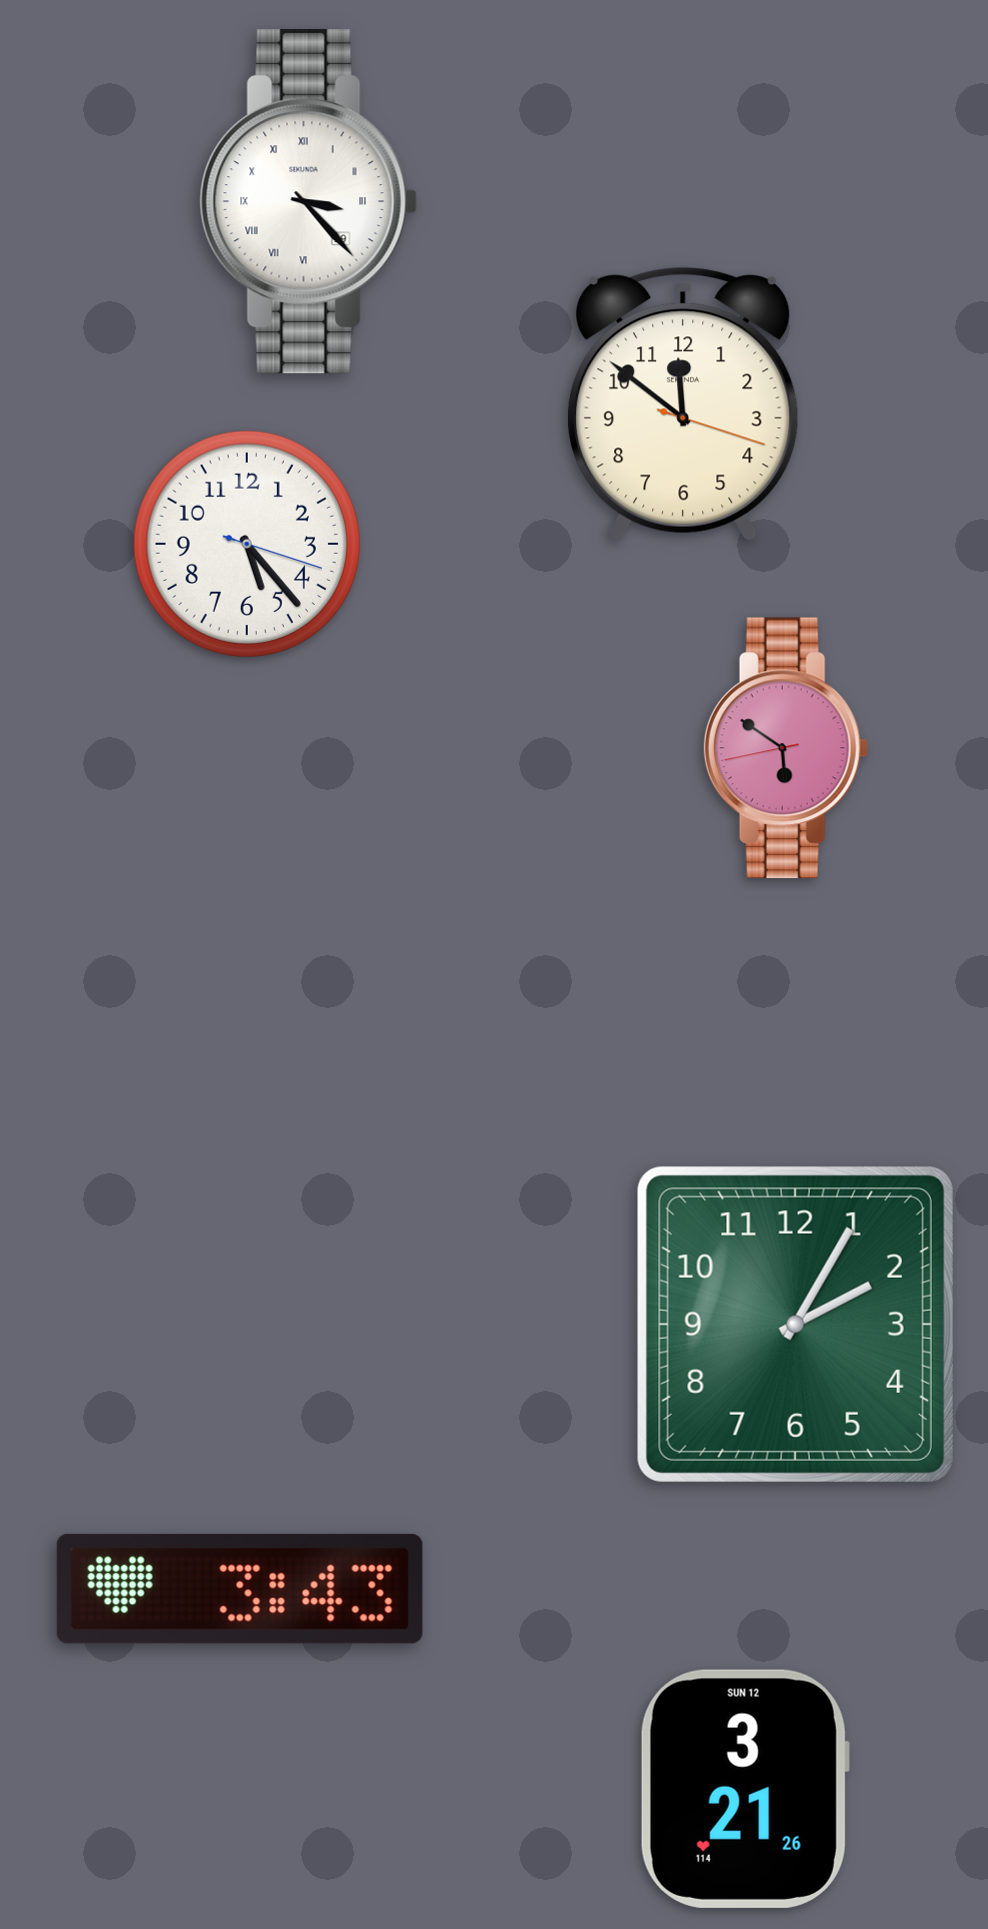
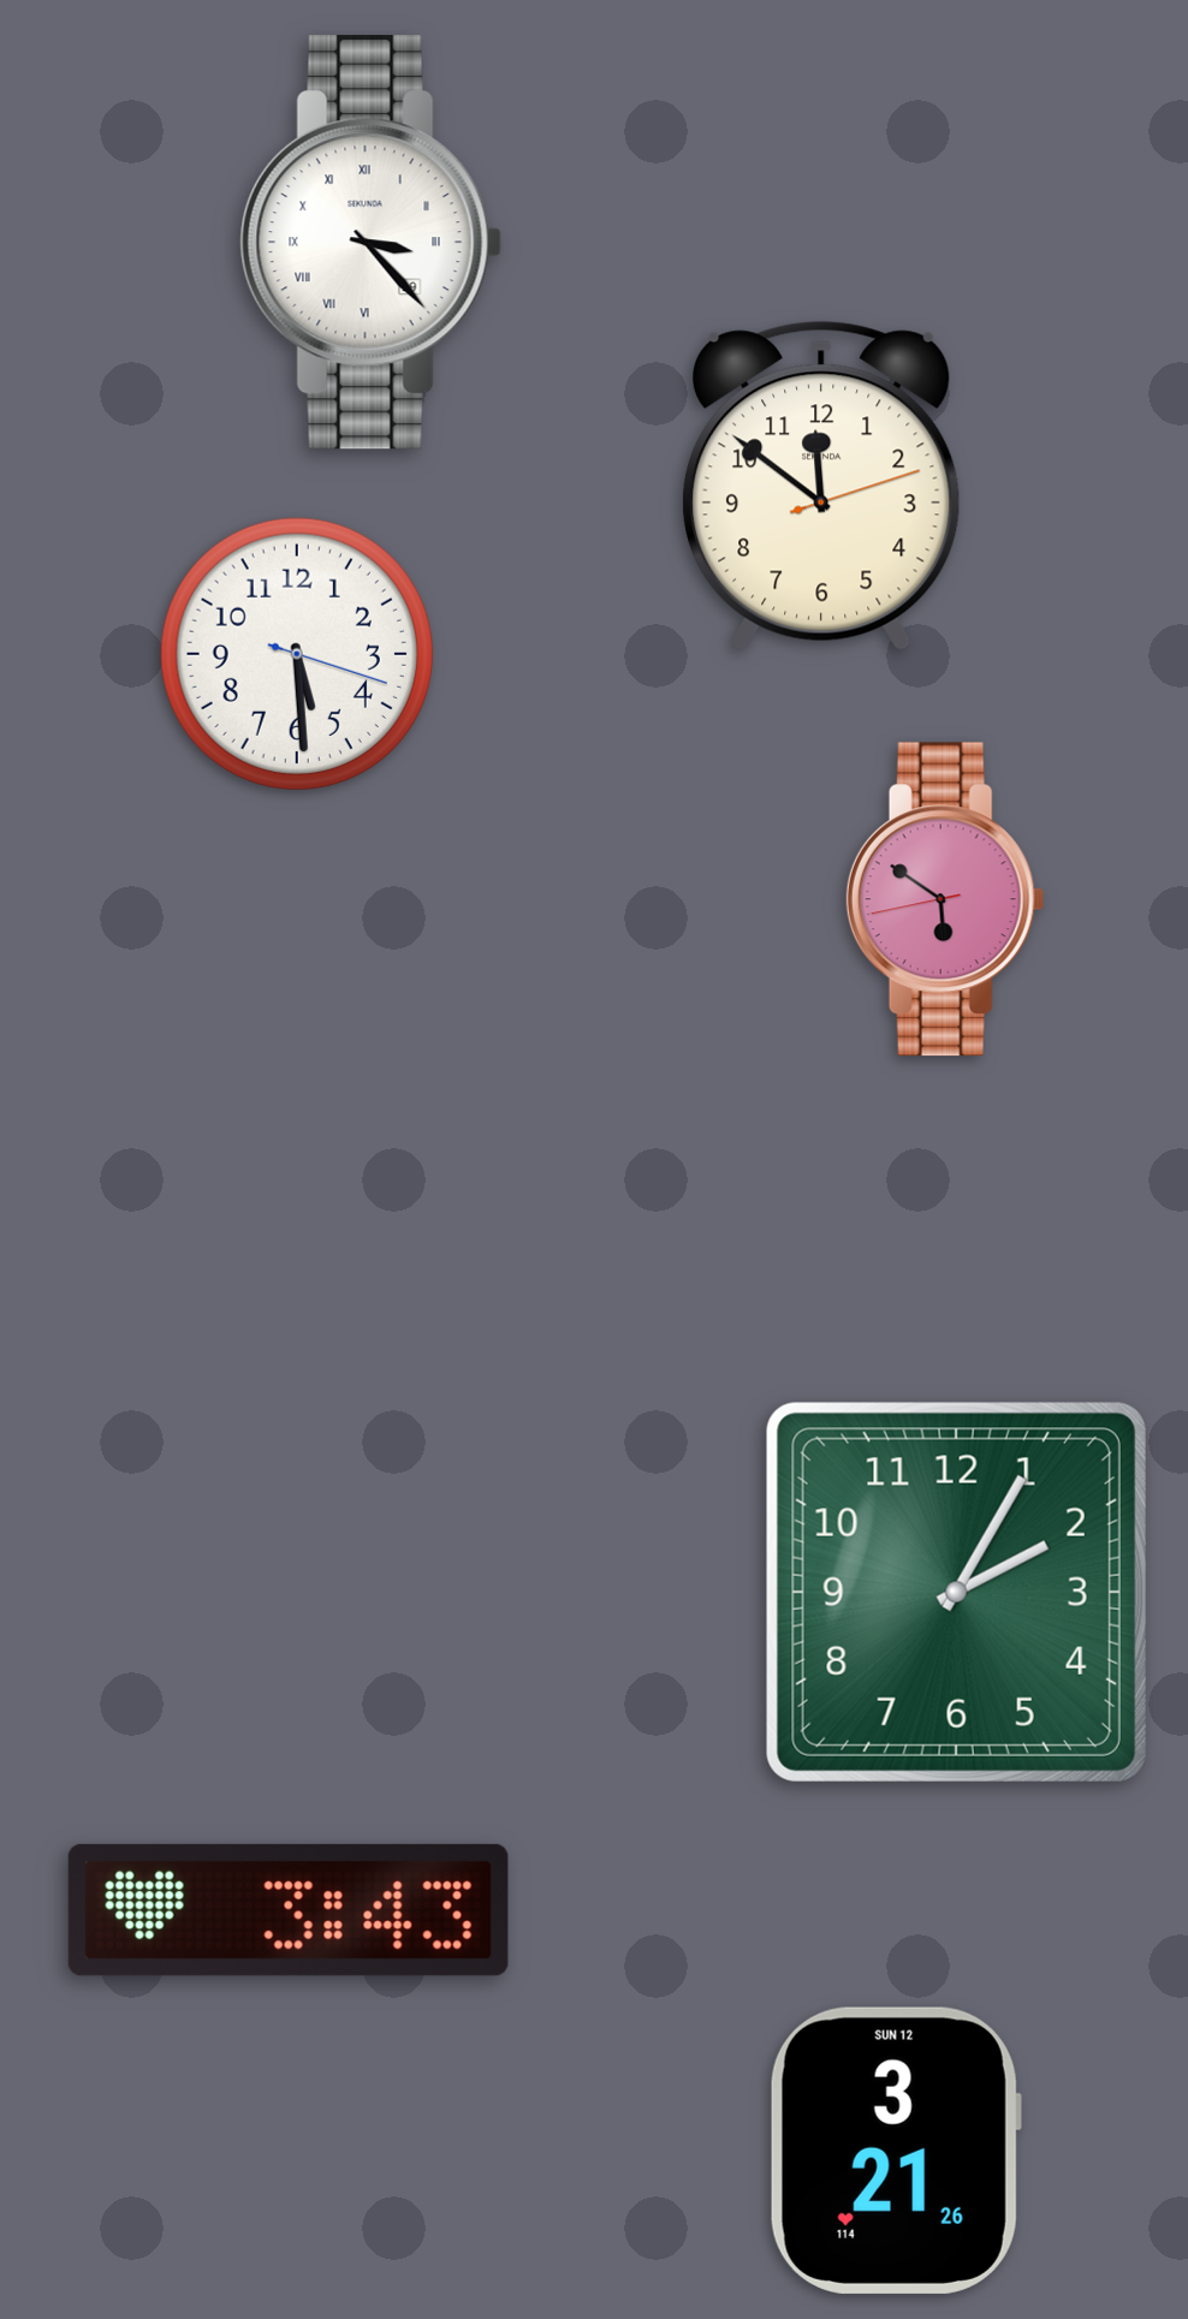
clock at (683, 404): 11:51:18 -> 11:51:12
clock at (247, 544): 5:23 -> 5:29
